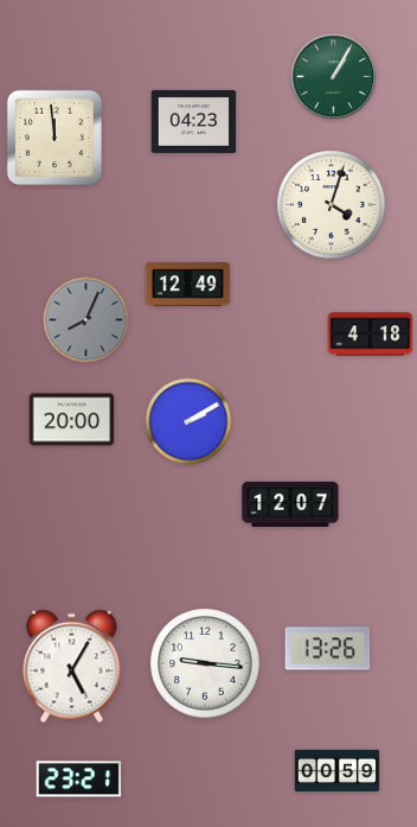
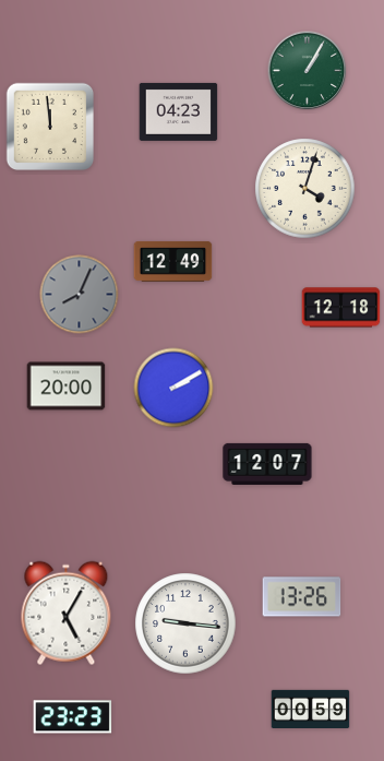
clock at (371, 335): 4:18 -> 12:18
clock at (205, 663) position: (205, 663) -> (185, 623)
clock at (79, 780): 23:21 -> 23:23
